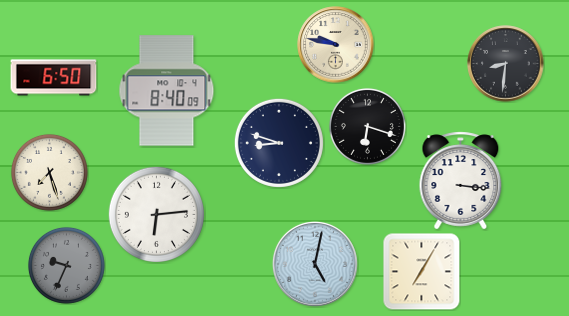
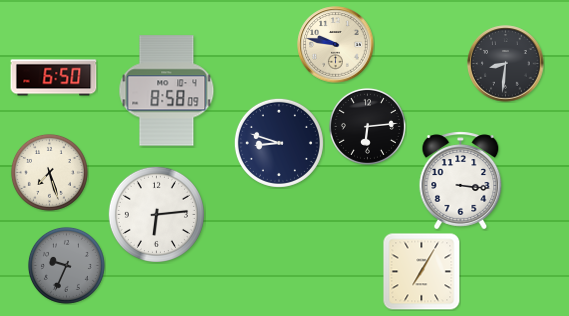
clock at (167, 91): 8:40 -> 8:58
clock at (367, 126): 6:18 -> 6:14
clock at (315, 264): 5:02 -> none
